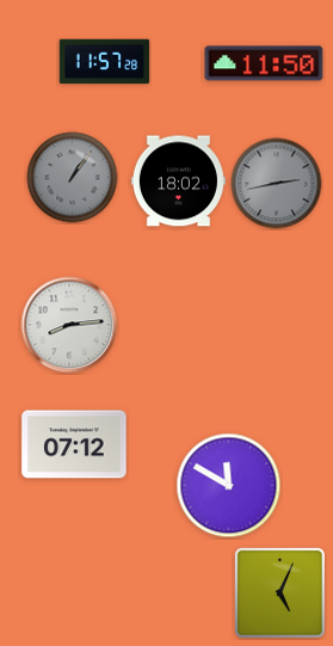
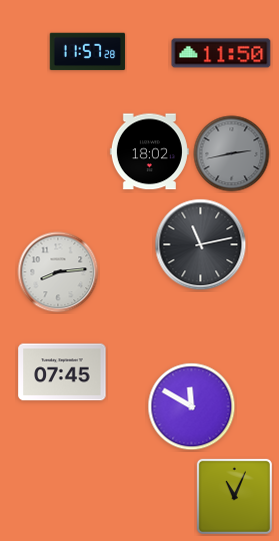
clock at (73, 178): 1:06 -> none
clock at (201, 245): none -> 11:13
clock at (74, 444): 07:12 -> 07:45
clock at (279, 592): 5:04 -> 11:04
